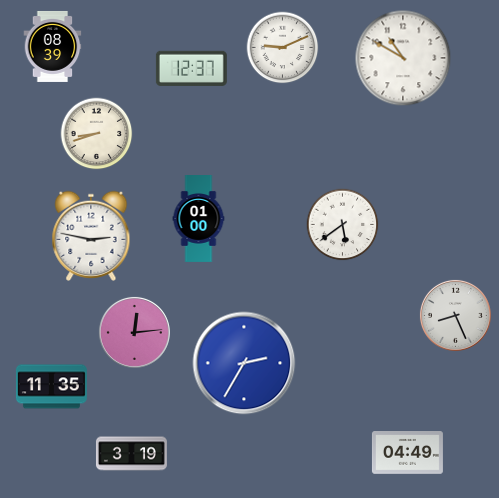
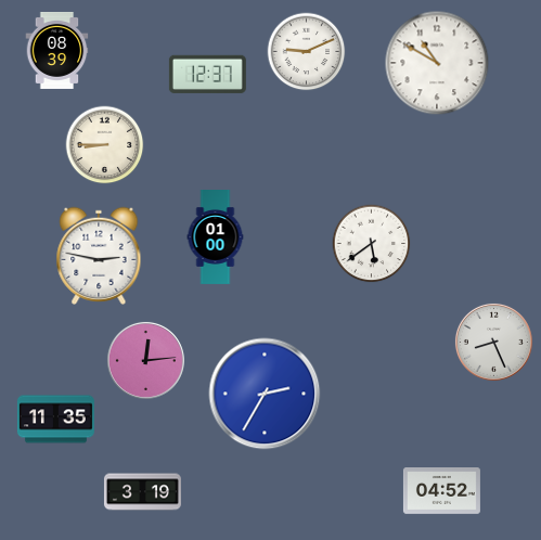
clock at (97, 134): 8:42 -> 8:45
clock at (407, 453): 04:49 -> 04:52
